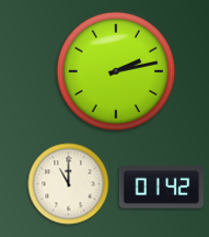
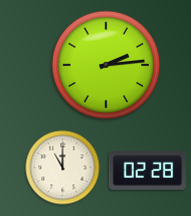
clock at (116, 71): 2:13 -> 2:14
clock at (162, 188): 01:42 -> 02:28
